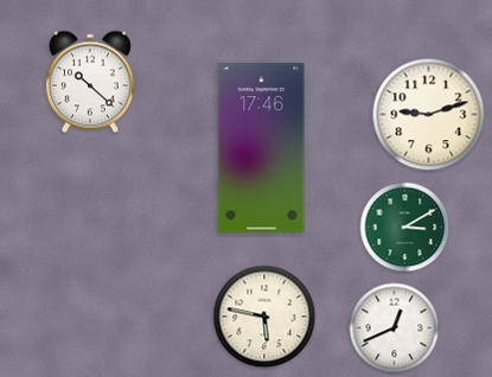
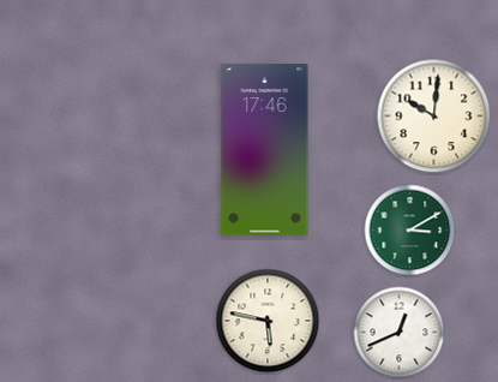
clock at (90, 82): 10:22 -> none
clock at (429, 115): 9:12 -> 10:01
